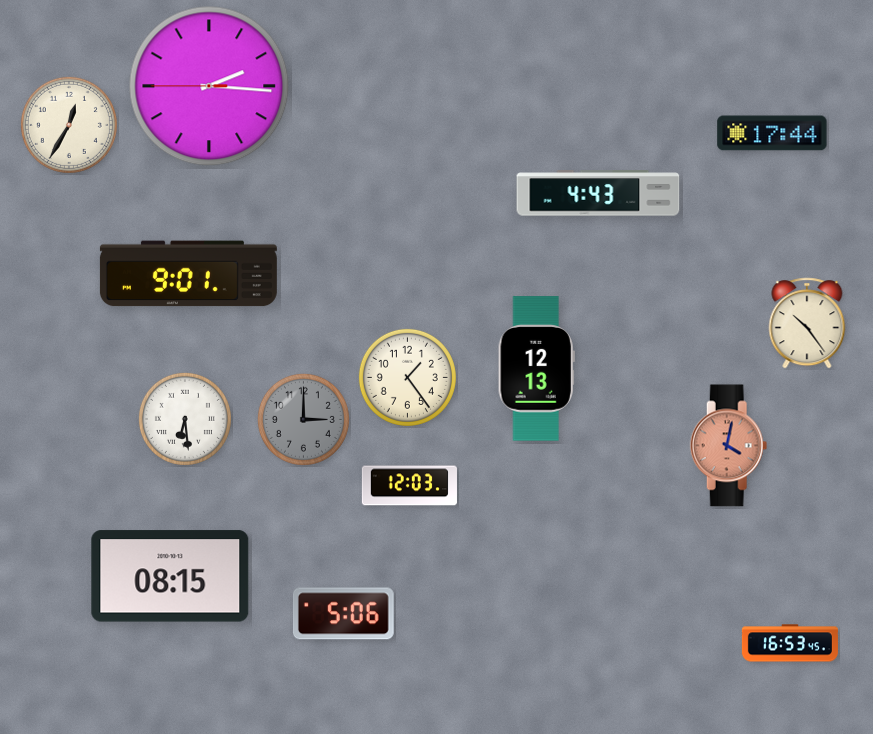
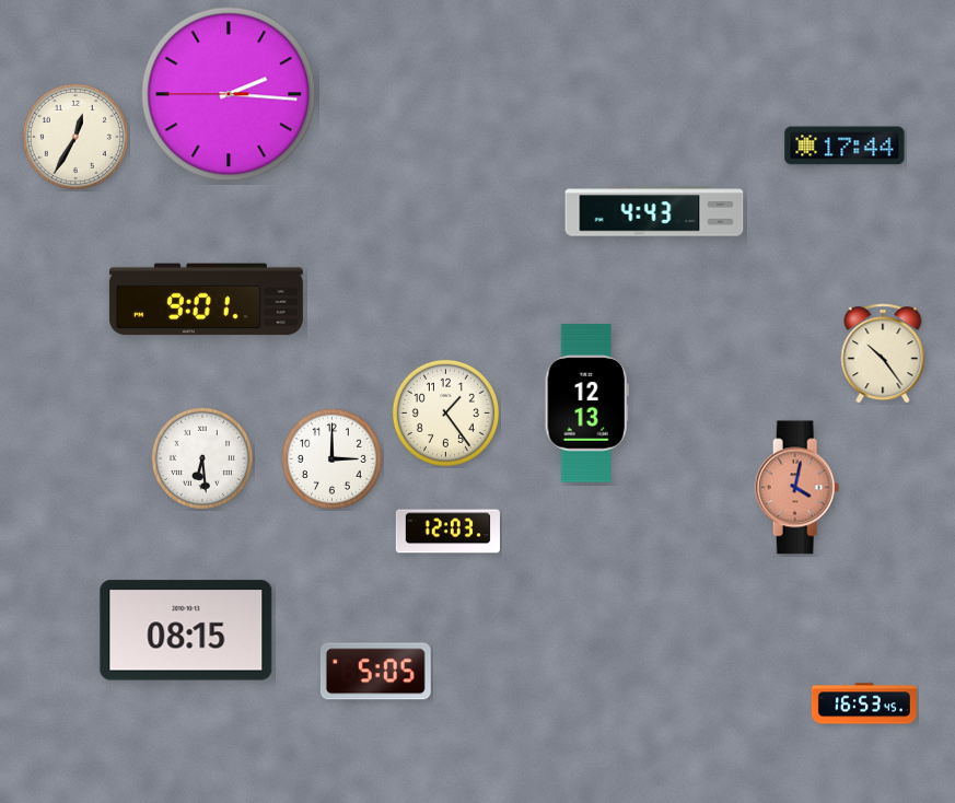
clock at (303, 419) dial: grey -> white
clock at (343, 614): 5:06 -> 5:05
